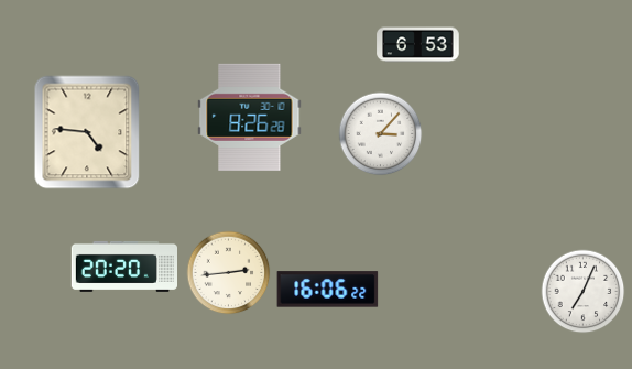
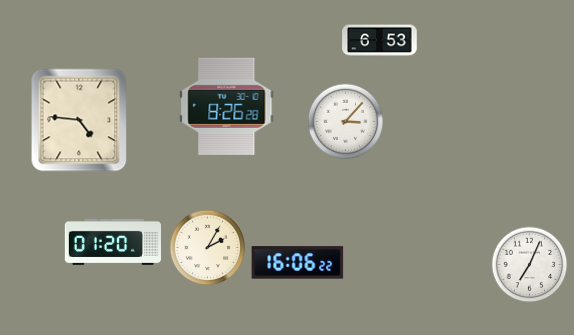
clock at (123, 267): 20:20 -> 01:20
clock at (229, 273): 2:44 -> 2:05
